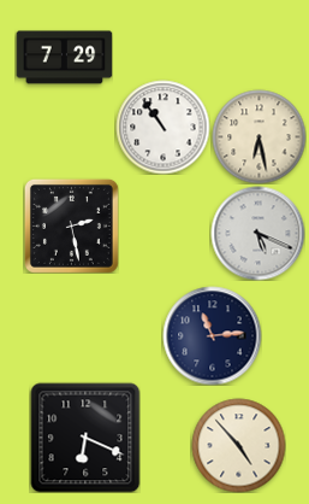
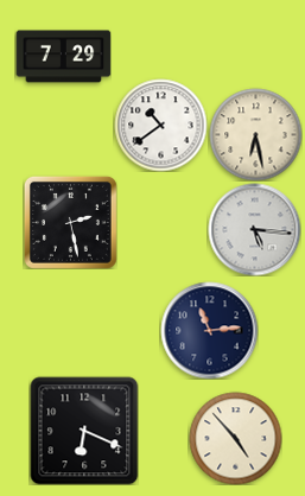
clock at (162, 127): 10:54 -> 10:39
clock at (257, 233): 5:19 -> 5:16
